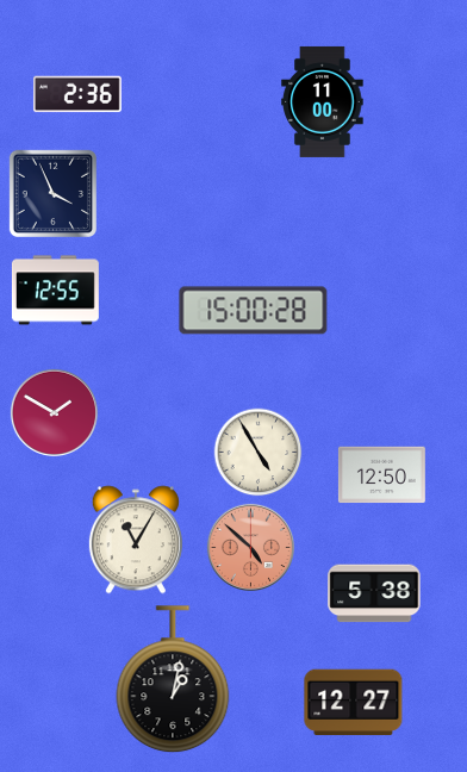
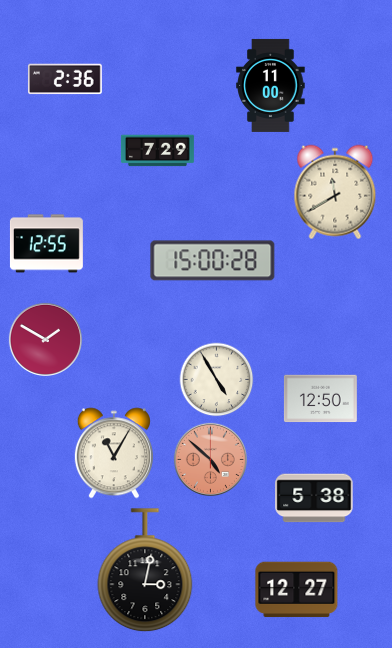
clock at (157, 151): none -> 7:29
clock at (52, 193): 3:56 -> none
clock at (335, 192): none -> 11:40
clock at (54, 412) position: (54, 412) -> (45, 339)
clock at (173, 680): 1:02 -> 3:02
